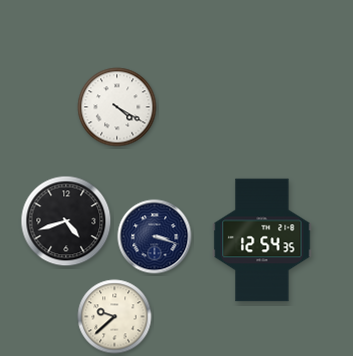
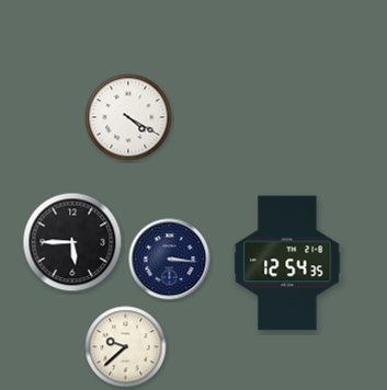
clock at (66, 221): 4:42 -> 5:45
clock at (155, 237): 3:18 -> 3:16
